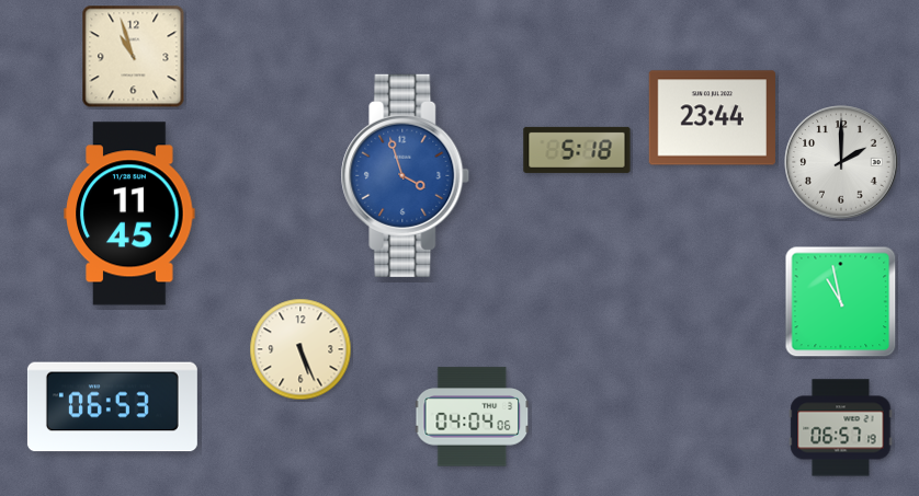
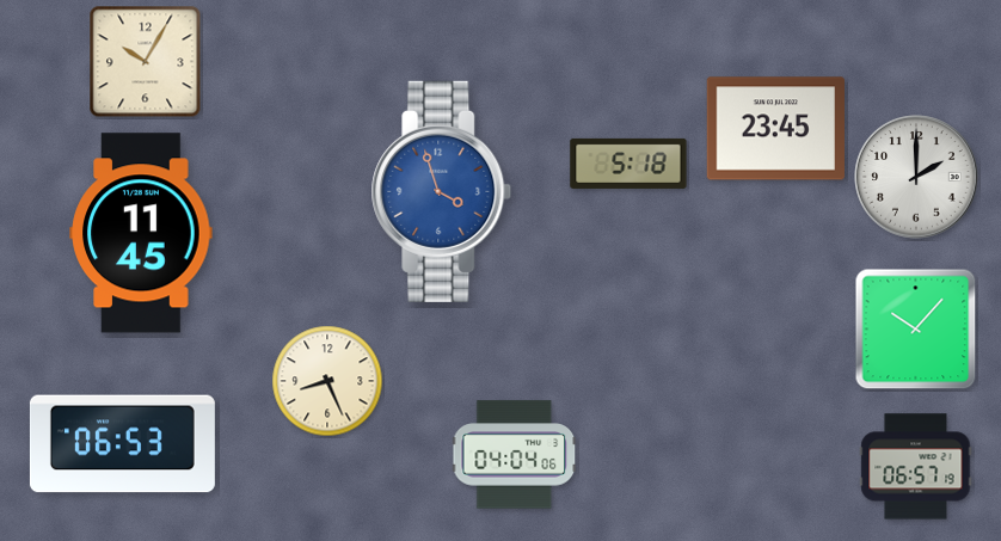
clock at (134, 57): 10:57 -> 10:05
clock at (712, 118): 23:44 -> 23:45
clock at (841, 302): 10:58 -> 10:07
clock at (300, 349): 5:26 -> 8:26
